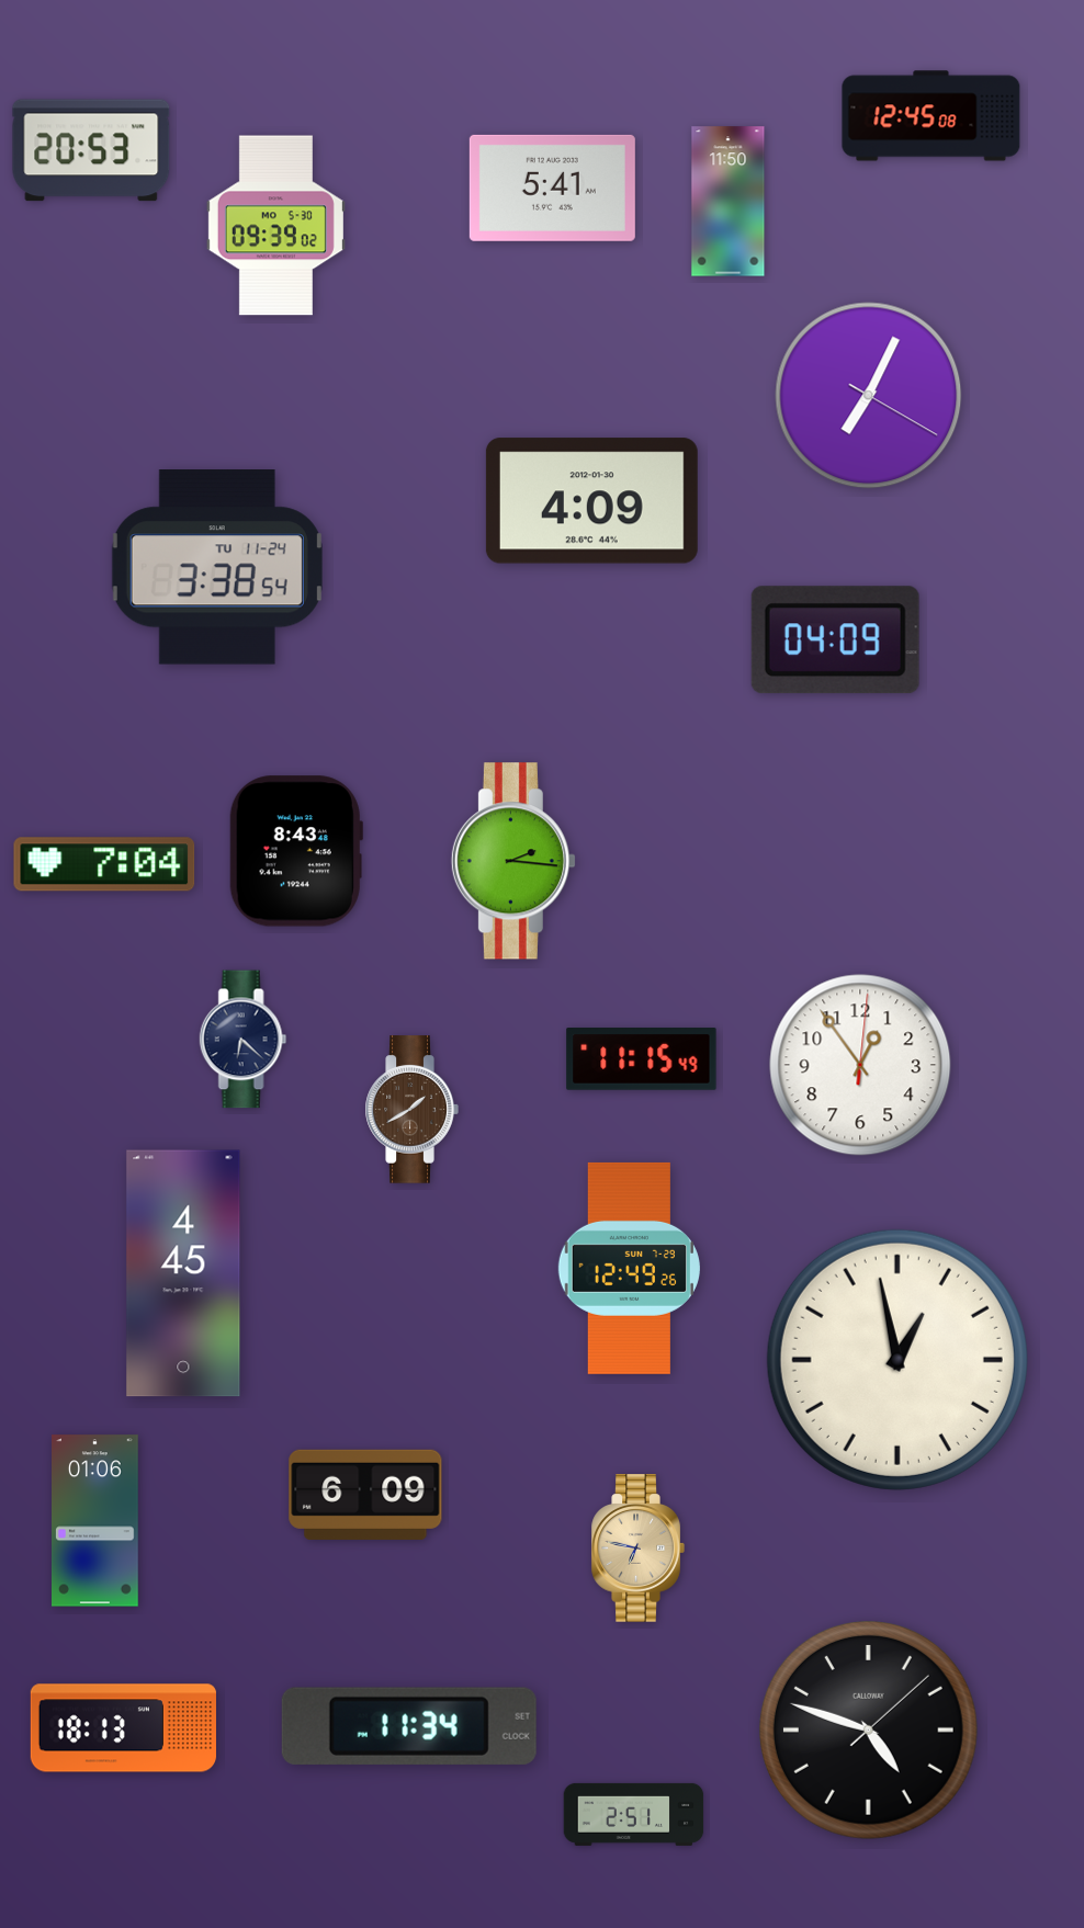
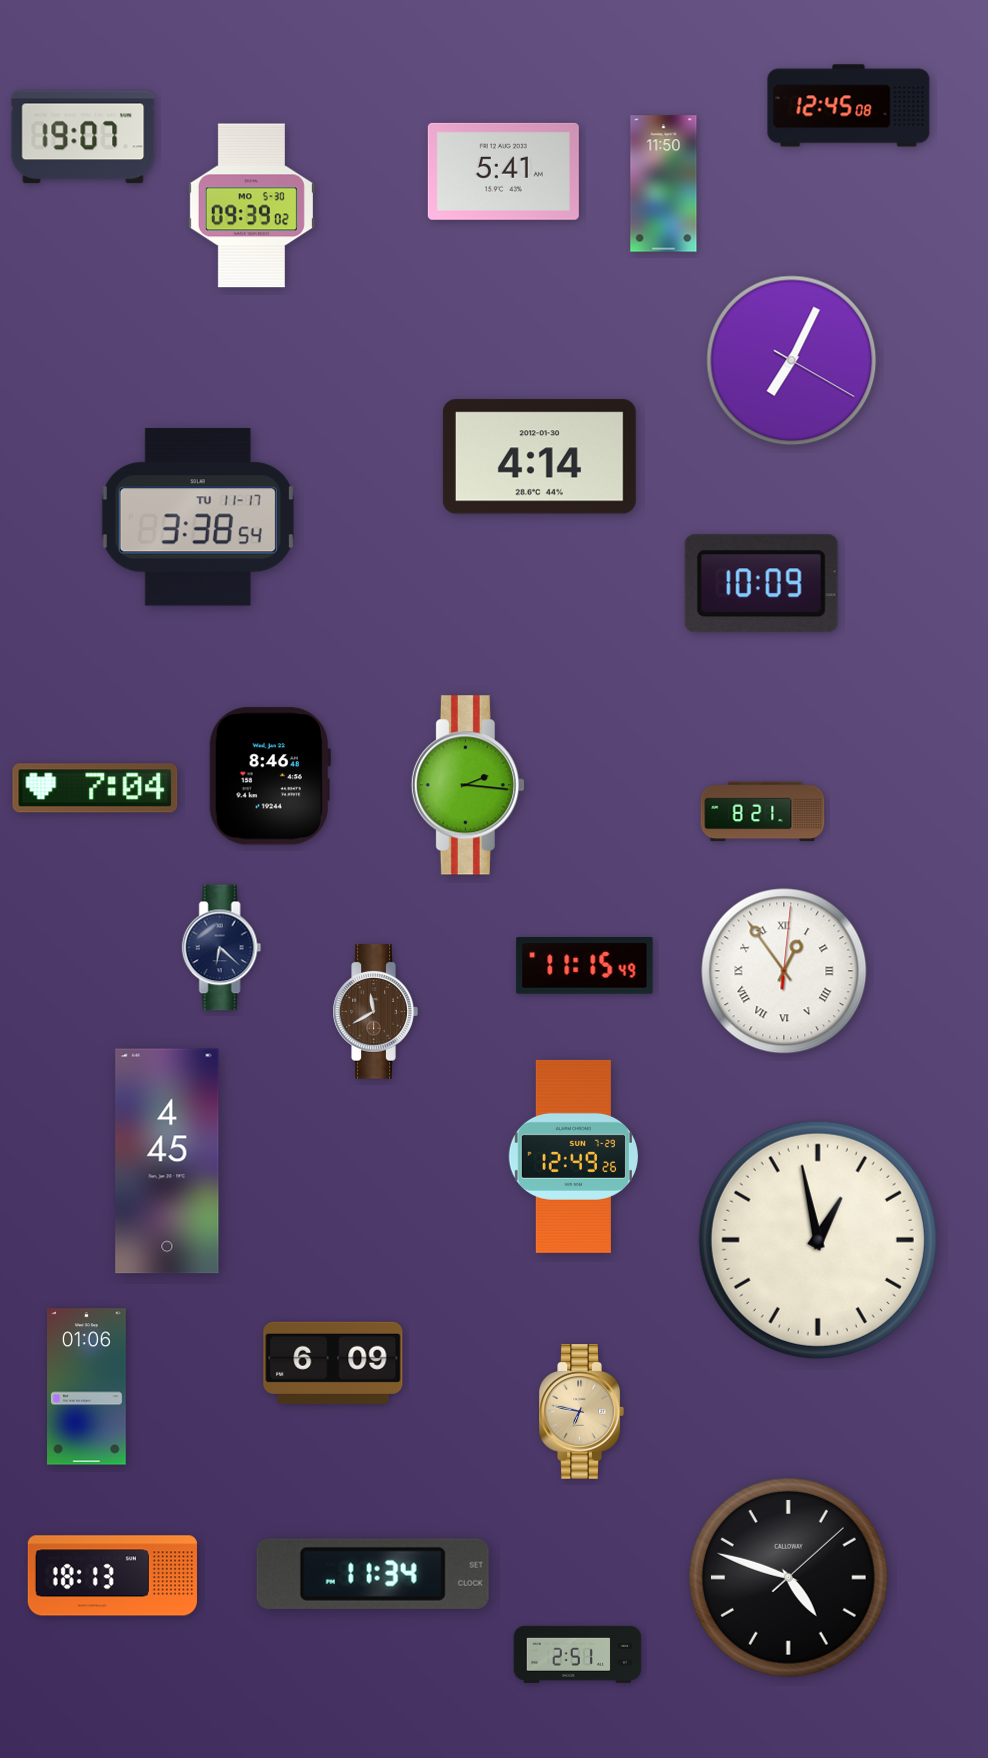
clock at (91, 150): 20:53 -> 19:07
clock at (591, 501): 4:09 -> 4:14
clock at (217, 567) date: TU 11-24 -> TU 11-17
clock at (835, 640): 04:09 -> 10:09
clock at (296, 851): 8:43 -> 8:46
clock at (763, 812): none -> 8:21
clock at (860, 1065) numerals: Arabic -> Roman
clock at (411, 1110): 1:40 -> 11:40
clock at (868, 1729) position: (868, 1729) -> (788, 1577)
